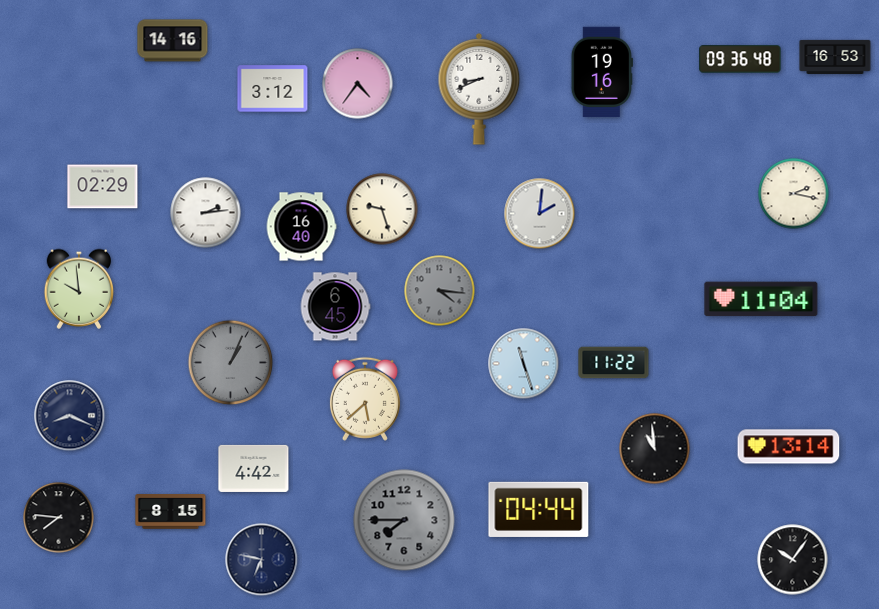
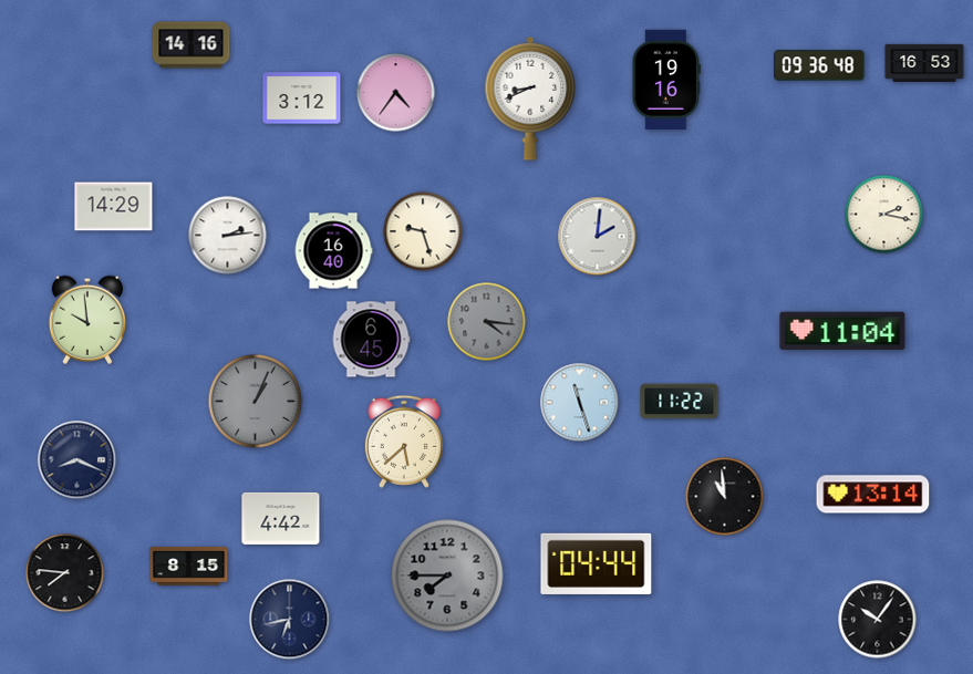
clock at (103, 187): 02:29 -> 14:29
clock at (794, 194) position: (794, 194) -> (884, 215)
clock at (262, 560): 6:47 -> 6:43
